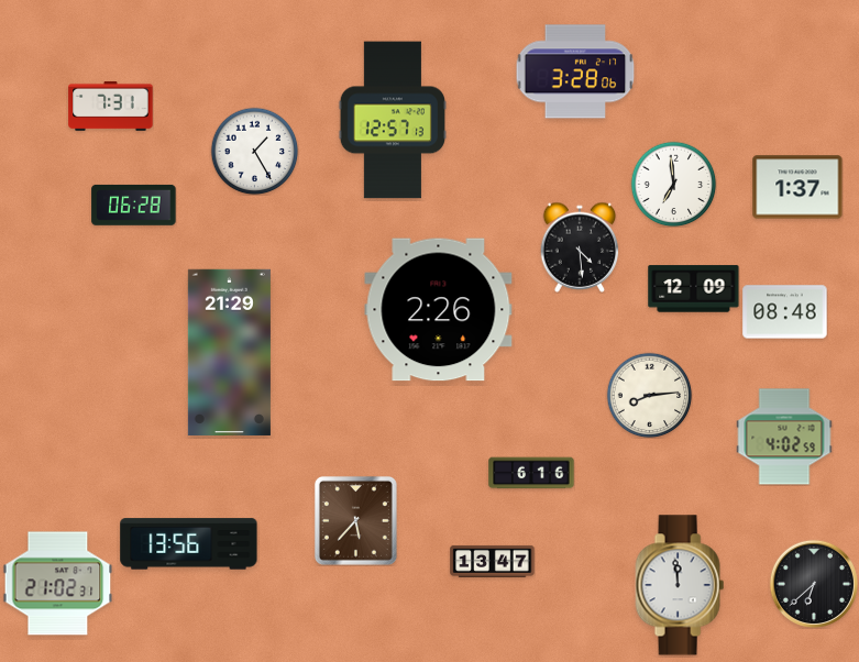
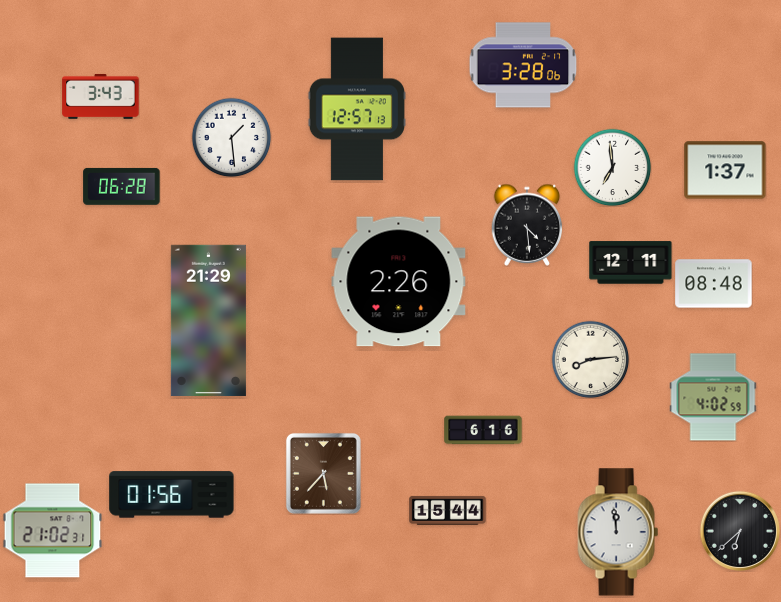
clock at (111, 106): 7:31 -> 3:43
clock at (254, 151): 1:25 -> 1:29
clock at (694, 289): 12:09 -> 12:11
clock at (189, 544): 13:56 -> 01:56
clock at (493, 561): 13:47 -> 15:44
